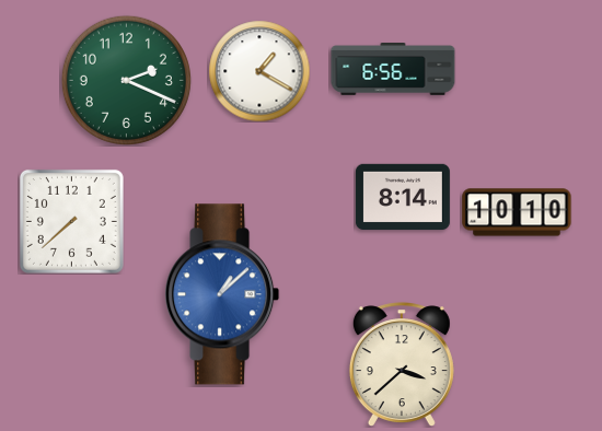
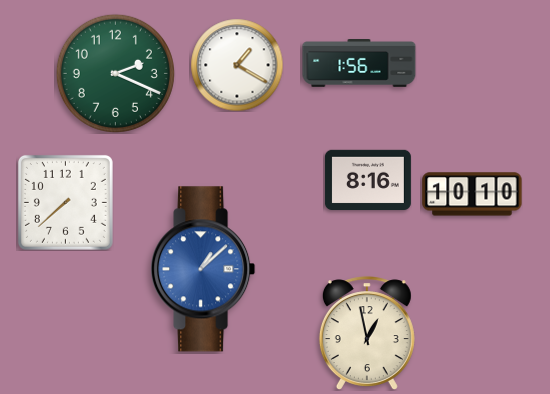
clock at (393, 70): 6:56 -> 1:56
clock at (403, 197): 8:14 -> 8:16
clock at (402, 364): 3:38 -> 12:58
